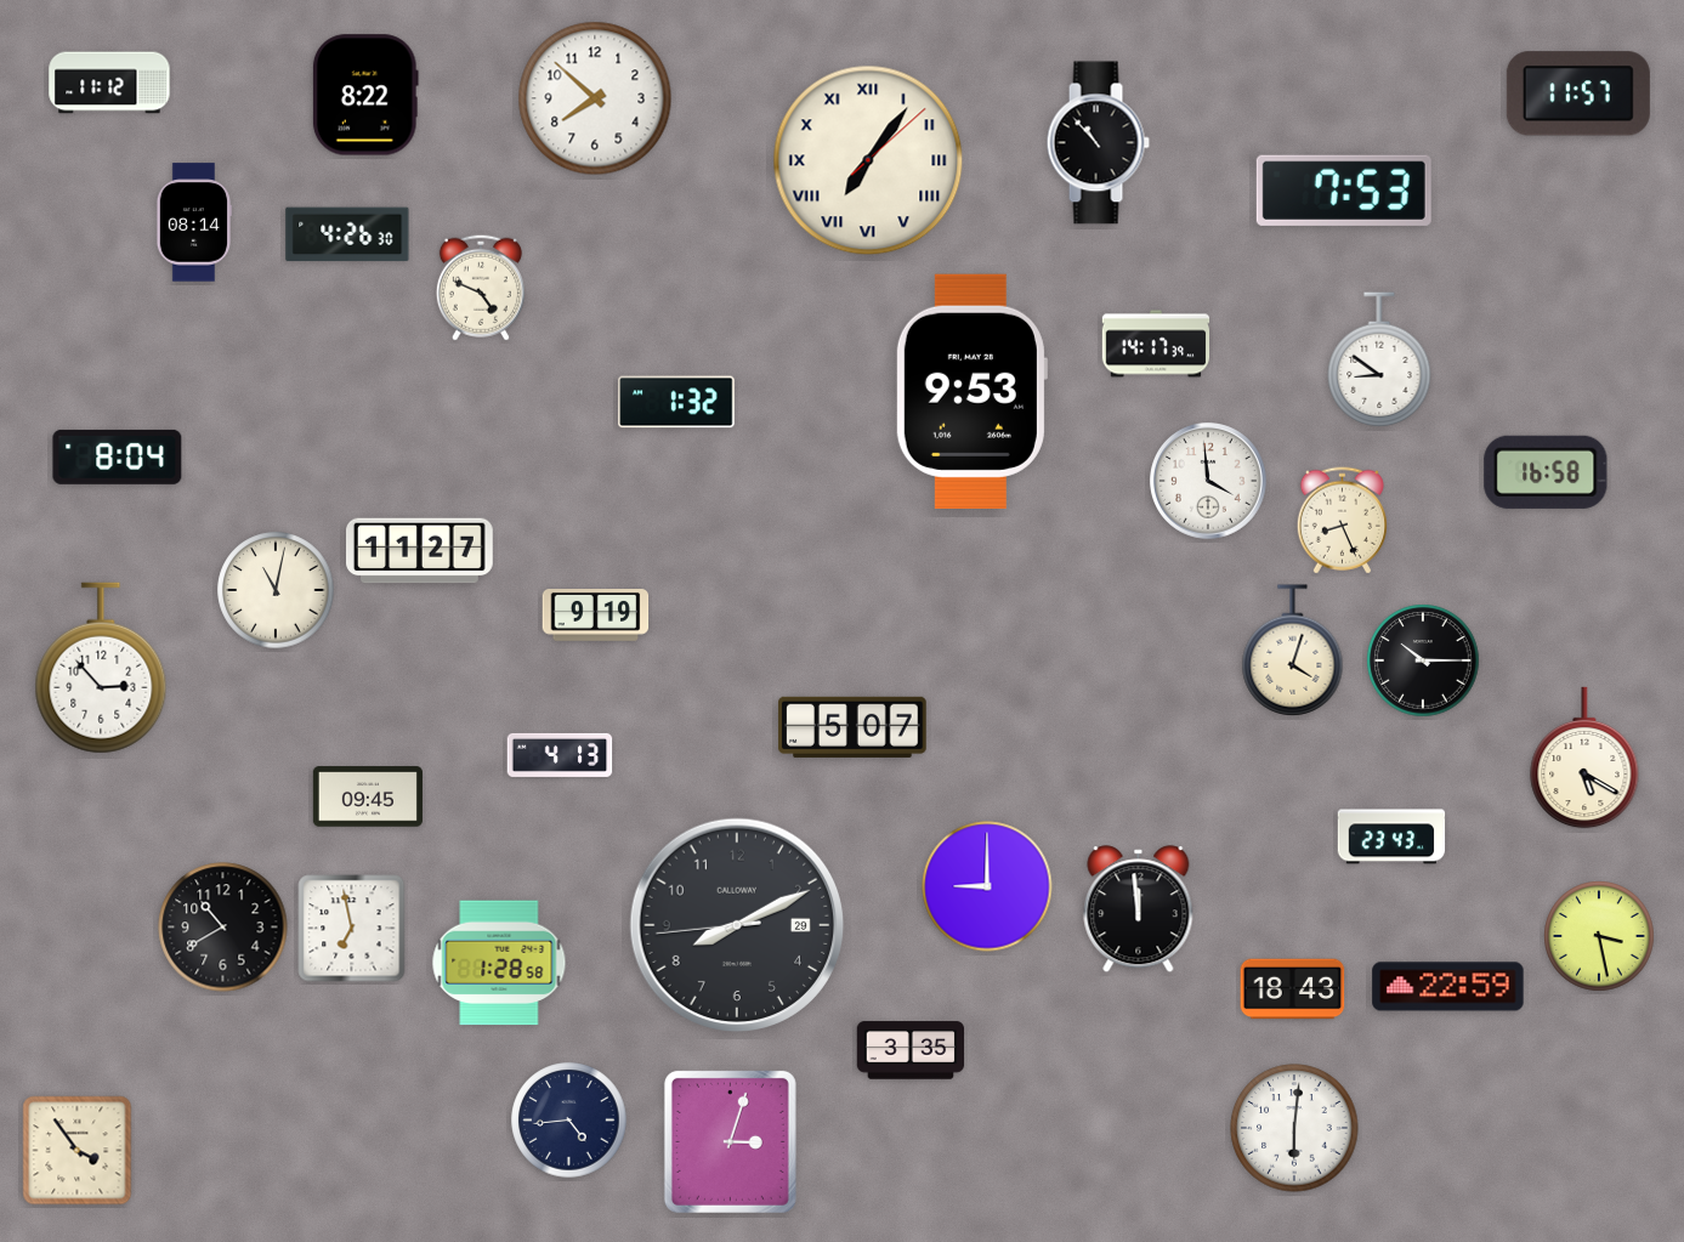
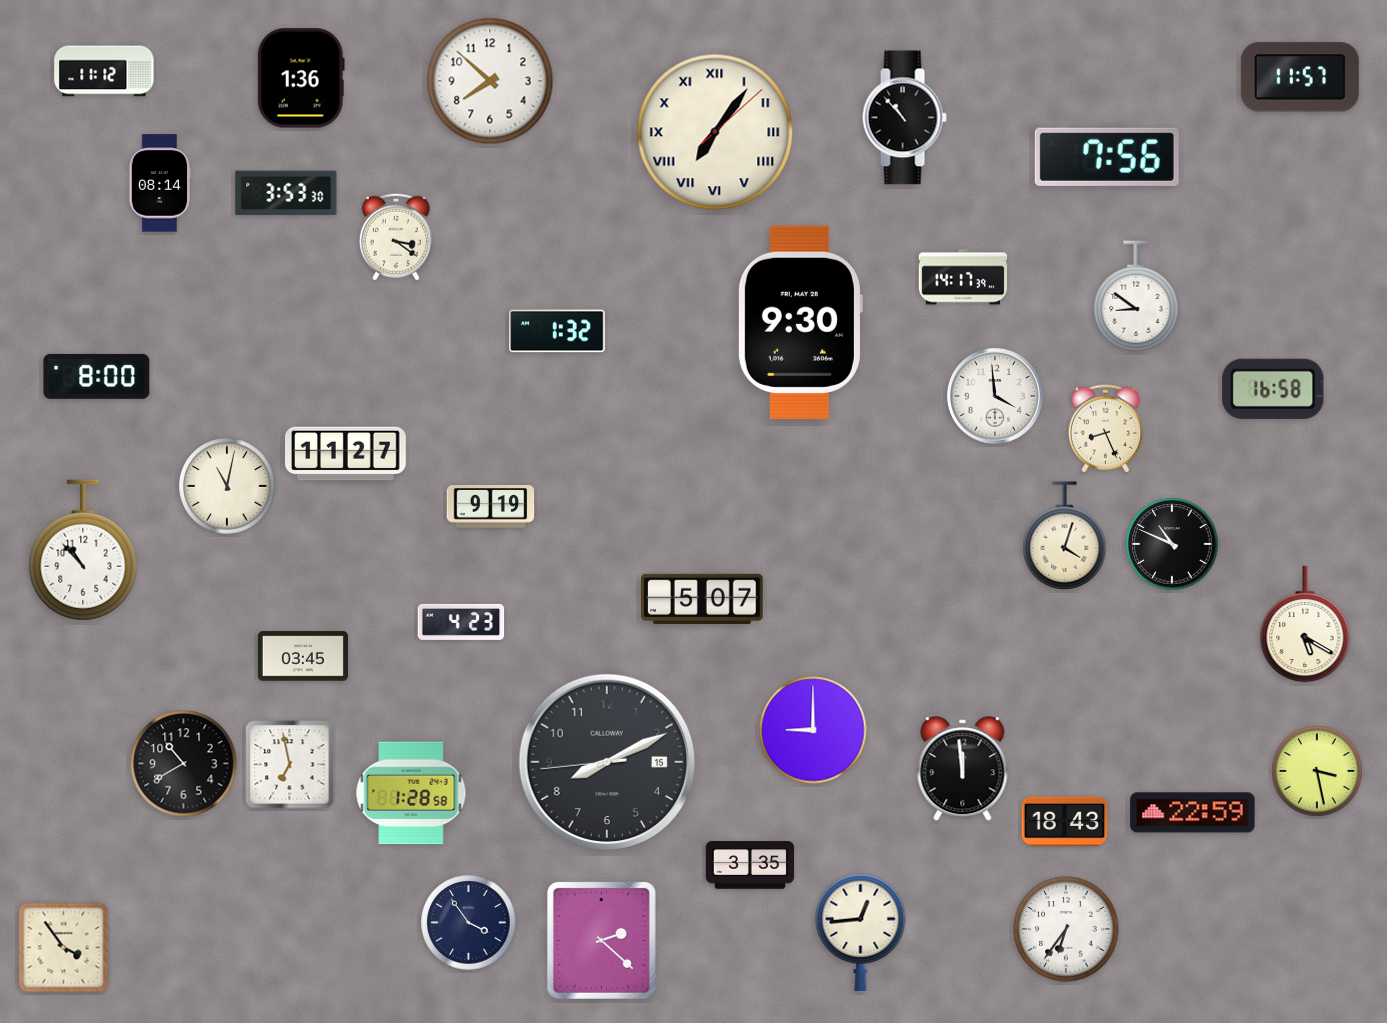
clock at (109, 83) position: (109, 83) -> (104, 71)
clock at (365, 95): 8:22 -> 1:36
clock at (1344, 191): 7:53 -> 7:56
clock at (347, 234): 4:26 -> 3:53
clock at (481, 288): 4:49 -> 3:21
clock at (1156, 344) position: (1156, 344) -> (963, 277)
clock at (971, 391): 9:53 -> 9:30
clock at (118, 456): 8:04 -> 8:00
clock at (1423, 660): 10:15 -> 10:49
clock at (101, 668): 2:53 -> 10:53
clock at (560, 755): 4:13 -> 4:23
clock at (368, 796): 09:45 -> 03:45
clock at (1391, 836): 23:43 -> none
clock at (1139, 909) position: (1139, 909) -> (963, 769)
clock at (737, 925) date: 29 -> 15
clock at (1293, 989) position: (1293, 989) -> (1065, 822)
clock at (569, 1121): 4:44 -> 3:54
clock at (1294, 1128): 6:01 -> 6:36
clock at (861, 932): none -> 12:44
clock at (730, 1141): 3:03 -> 2:22
